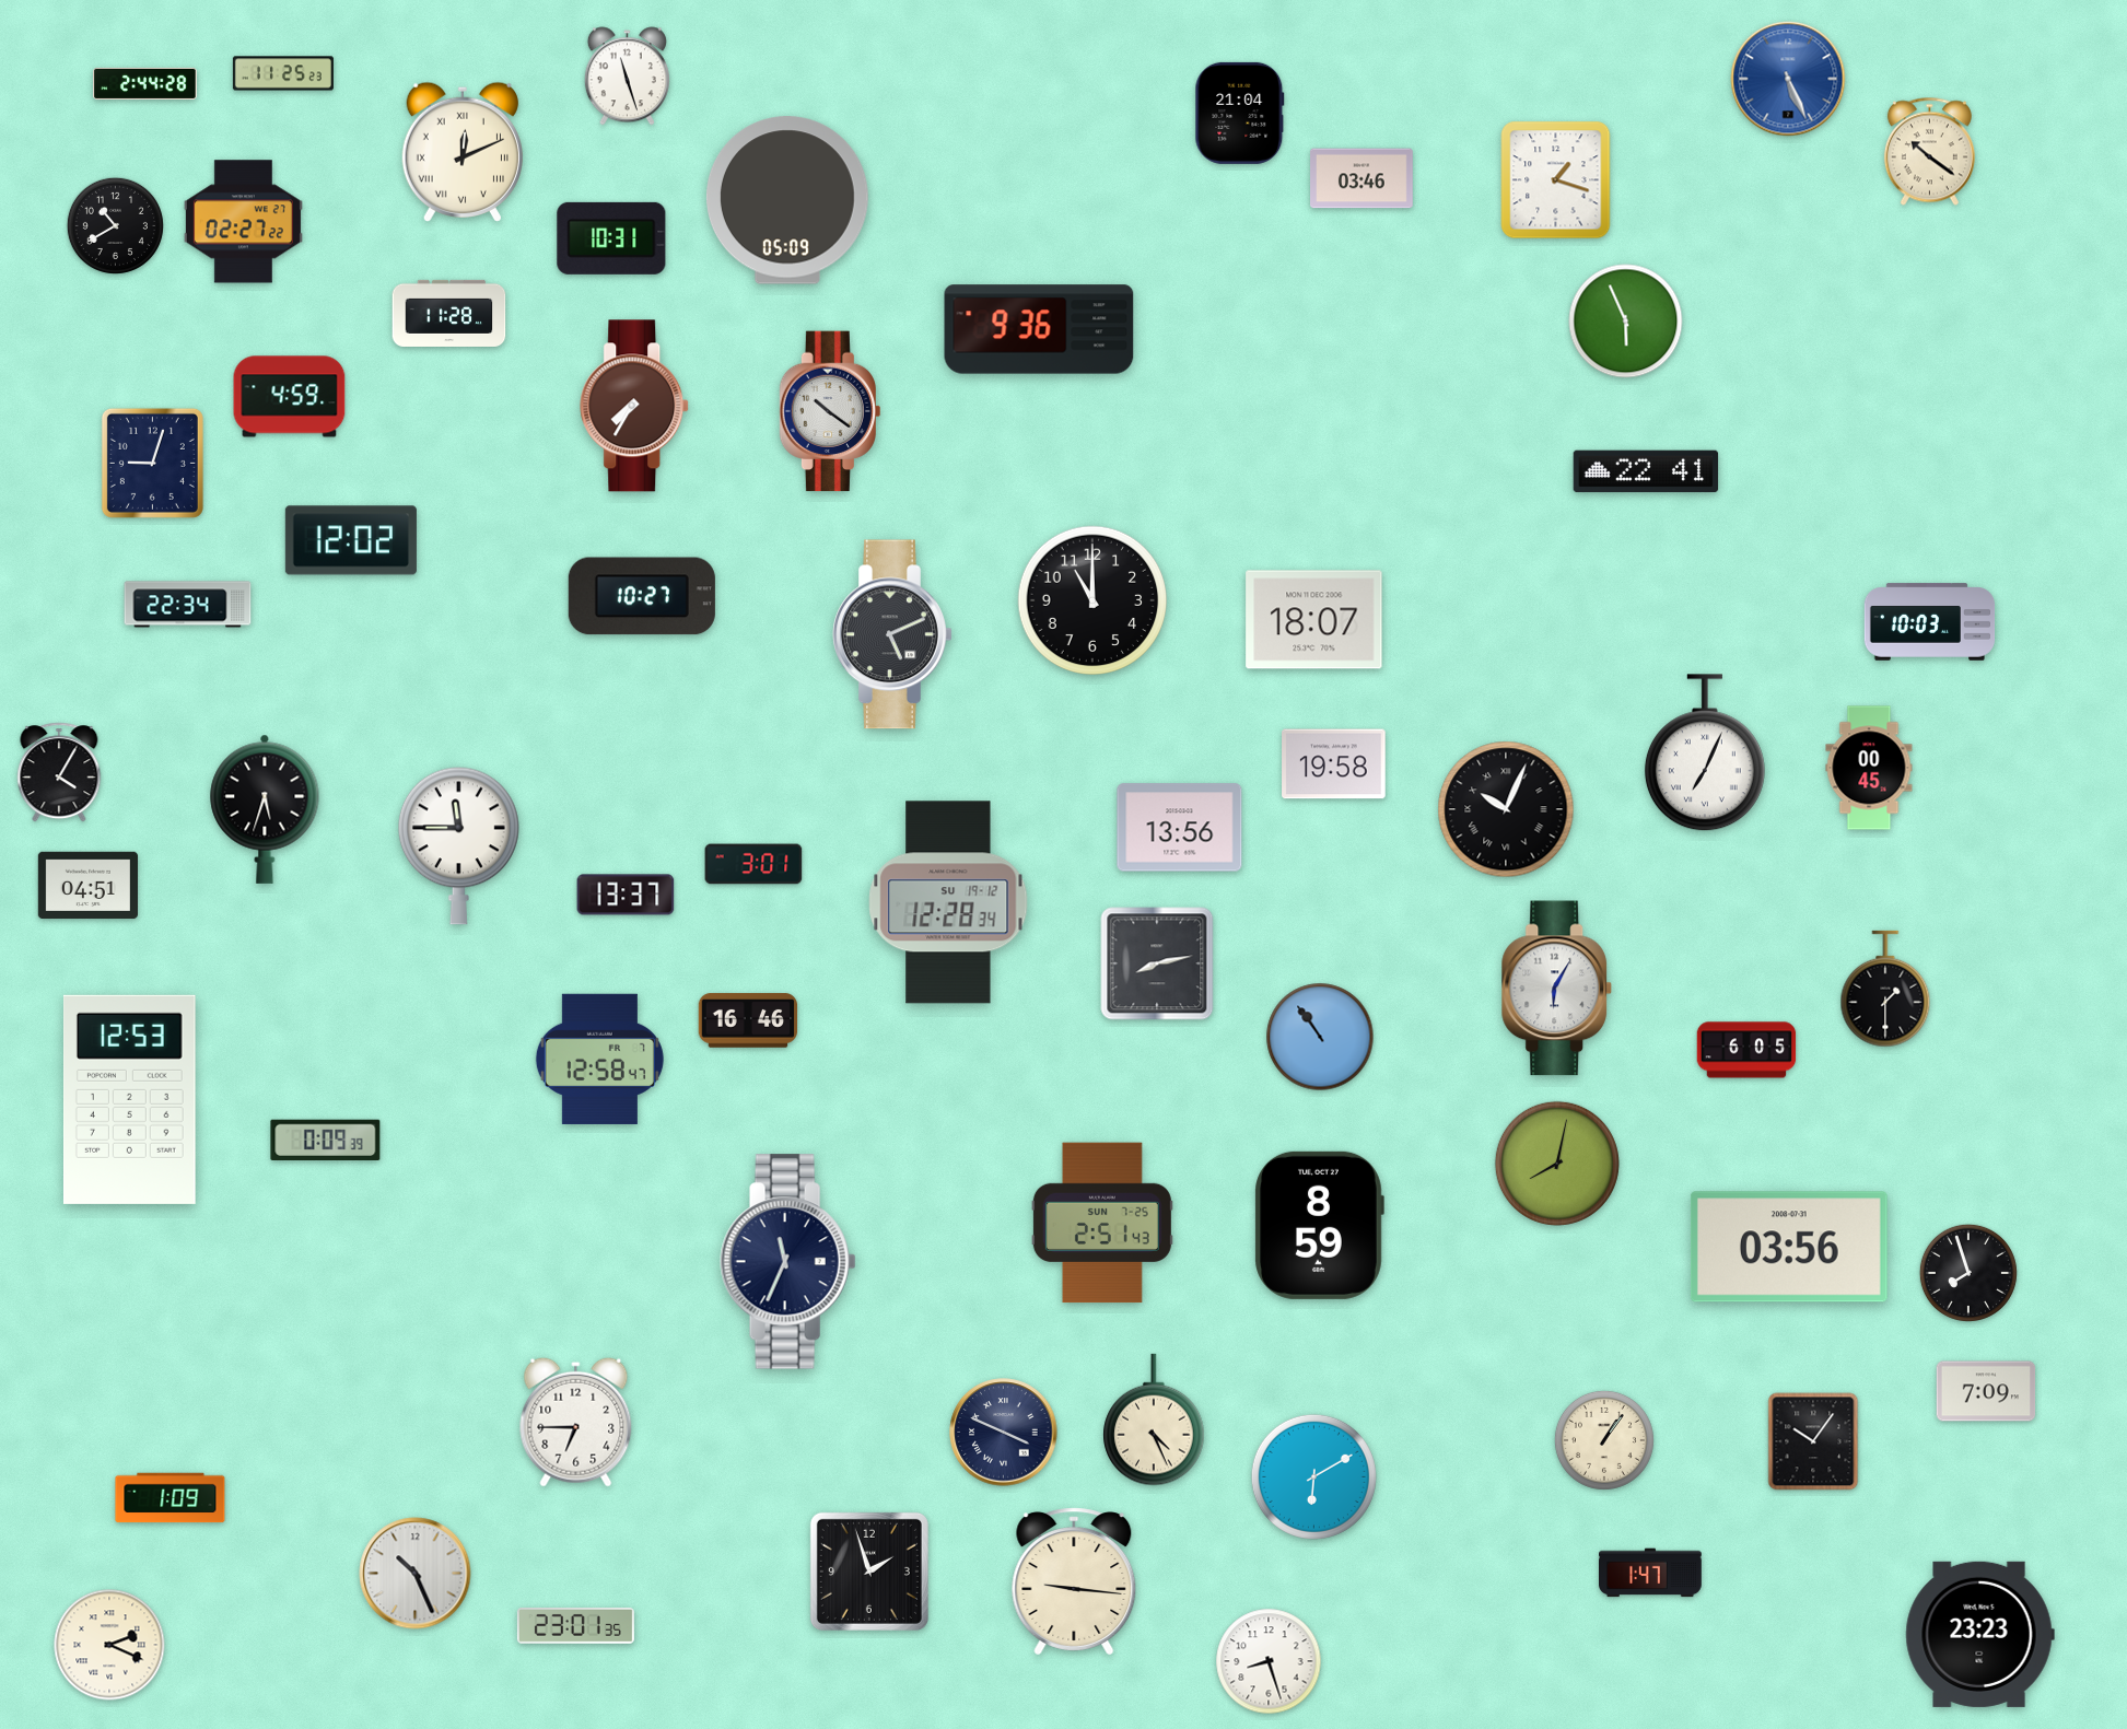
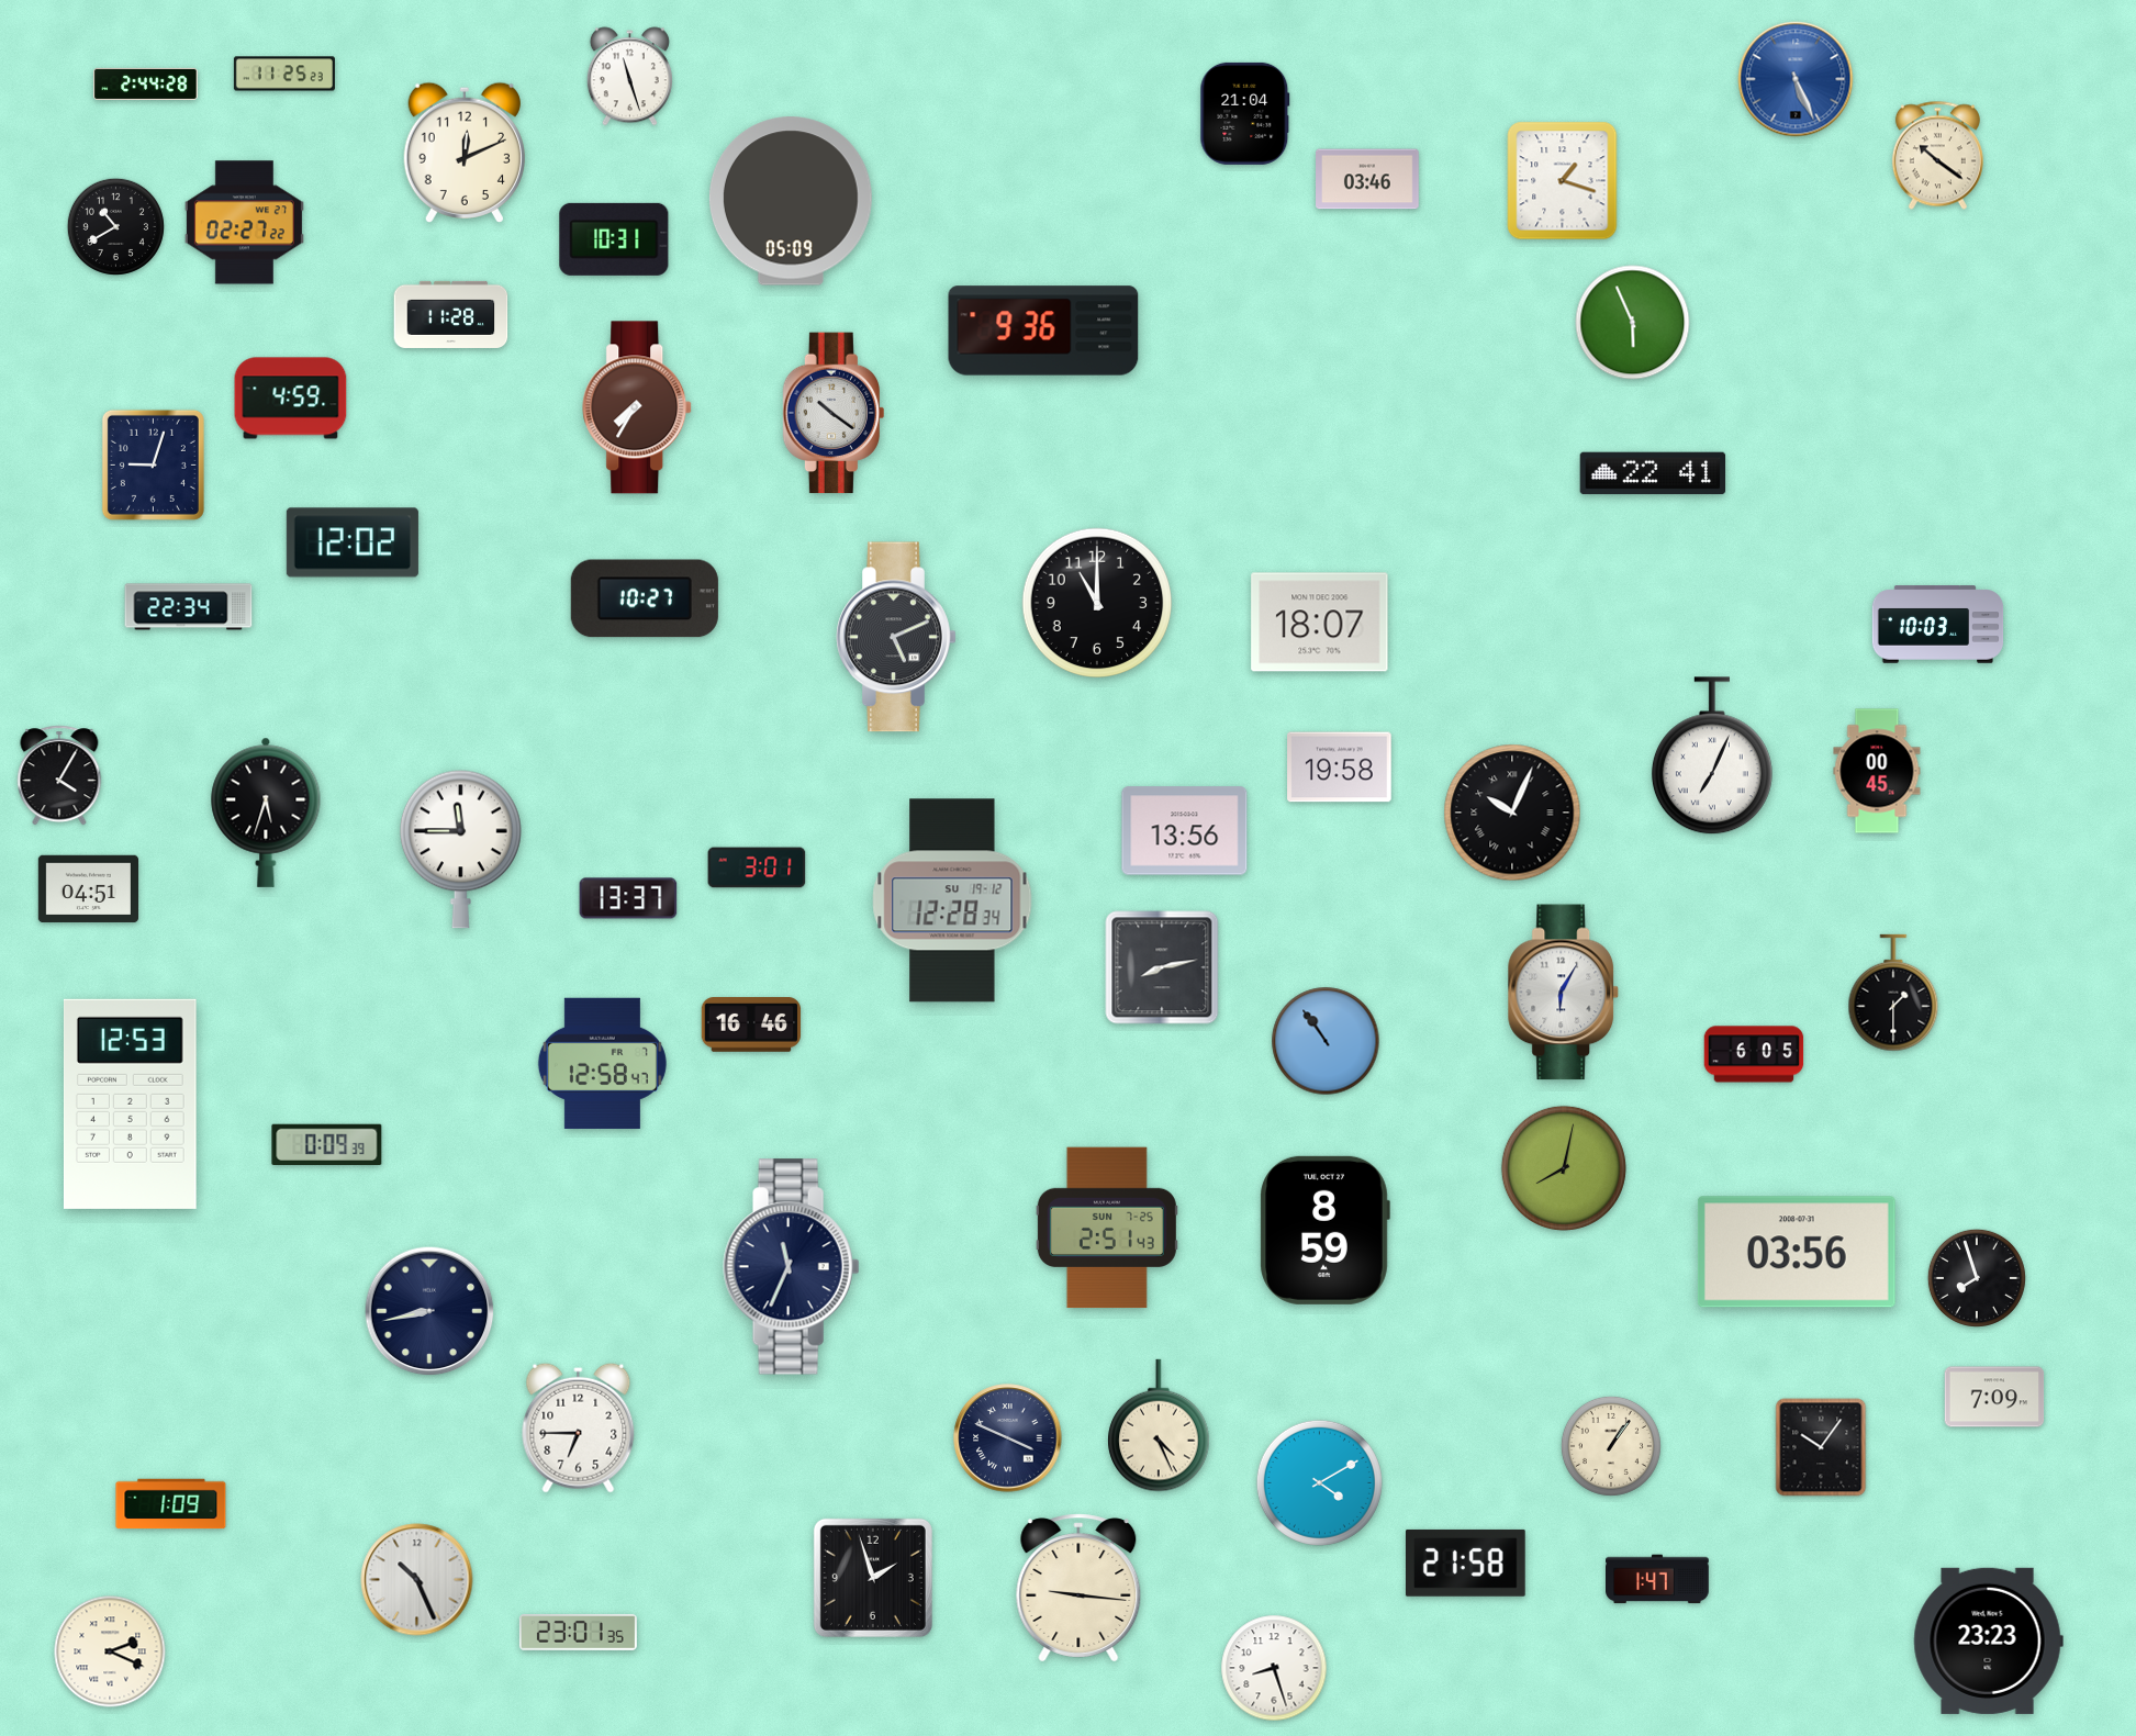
clock at (461, 151) numerals: Roman -> Arabic
clock at (1929, 152) position: (1929, 152) -> (1937, 156)
clock at (948, 902) position: (948, 902) -> (952, 900)
clock at (429, 1311): none -> 8:43
clock at (1313, 1476): 6:10 -> 4:10
clock at (1466, 1563): none -> 21:58
